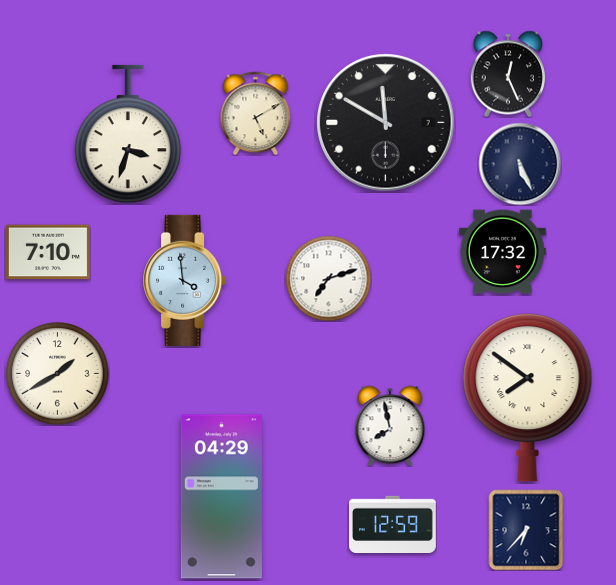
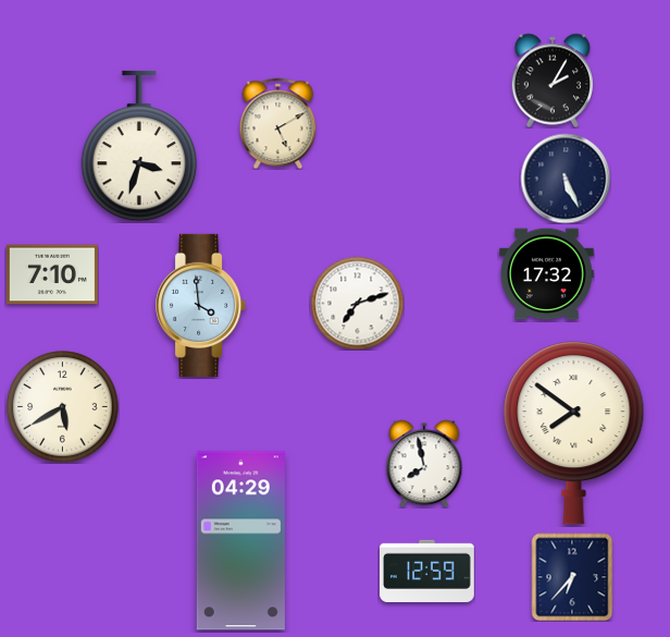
clock at (508, 74): 12:26 -> 2:05
clock at (386, 123): 11:50 -> none
clock at (58, 374): 1:40 -> 5:40
